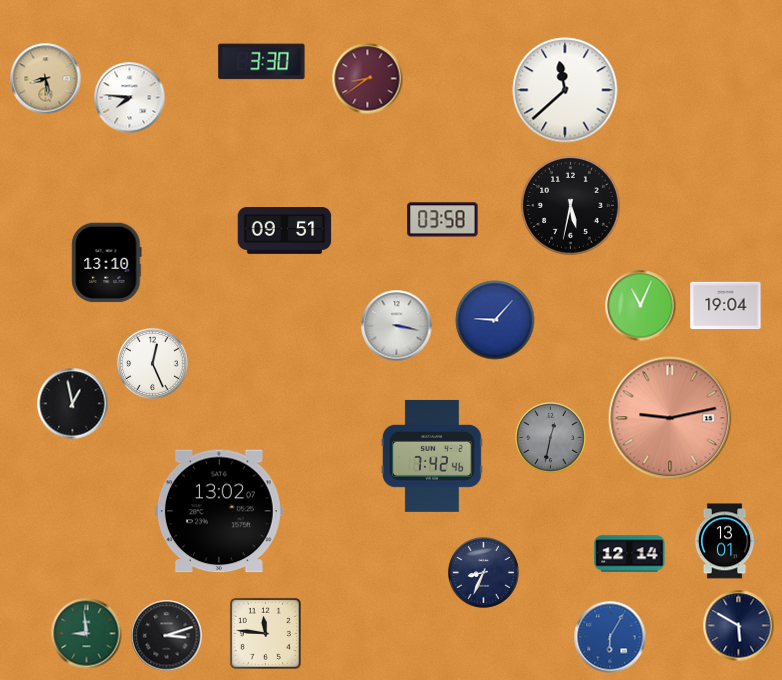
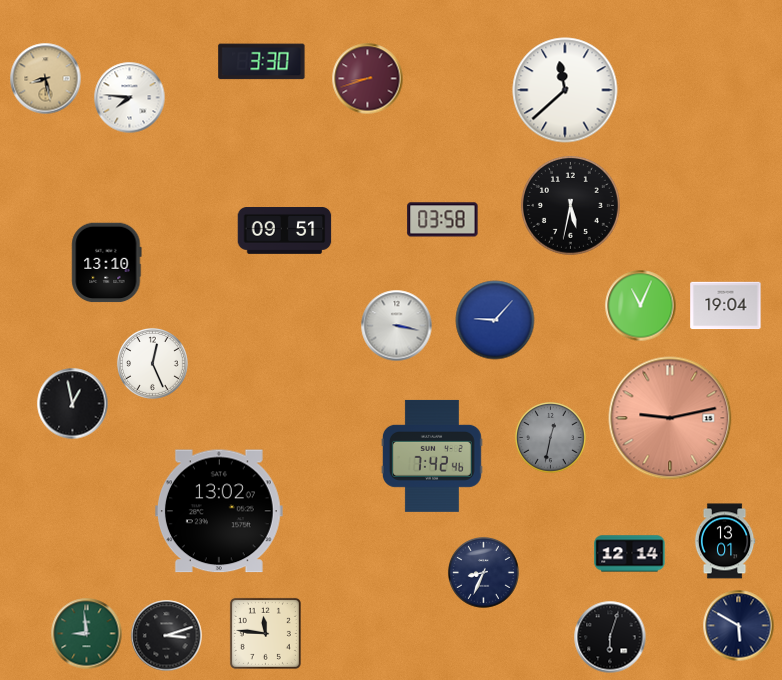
clock at (368, 79): 8:39 -> 8:42
clock at (610, 637): 6:05 -> 6:03
clock at (610, 637) dial: blue -> black
